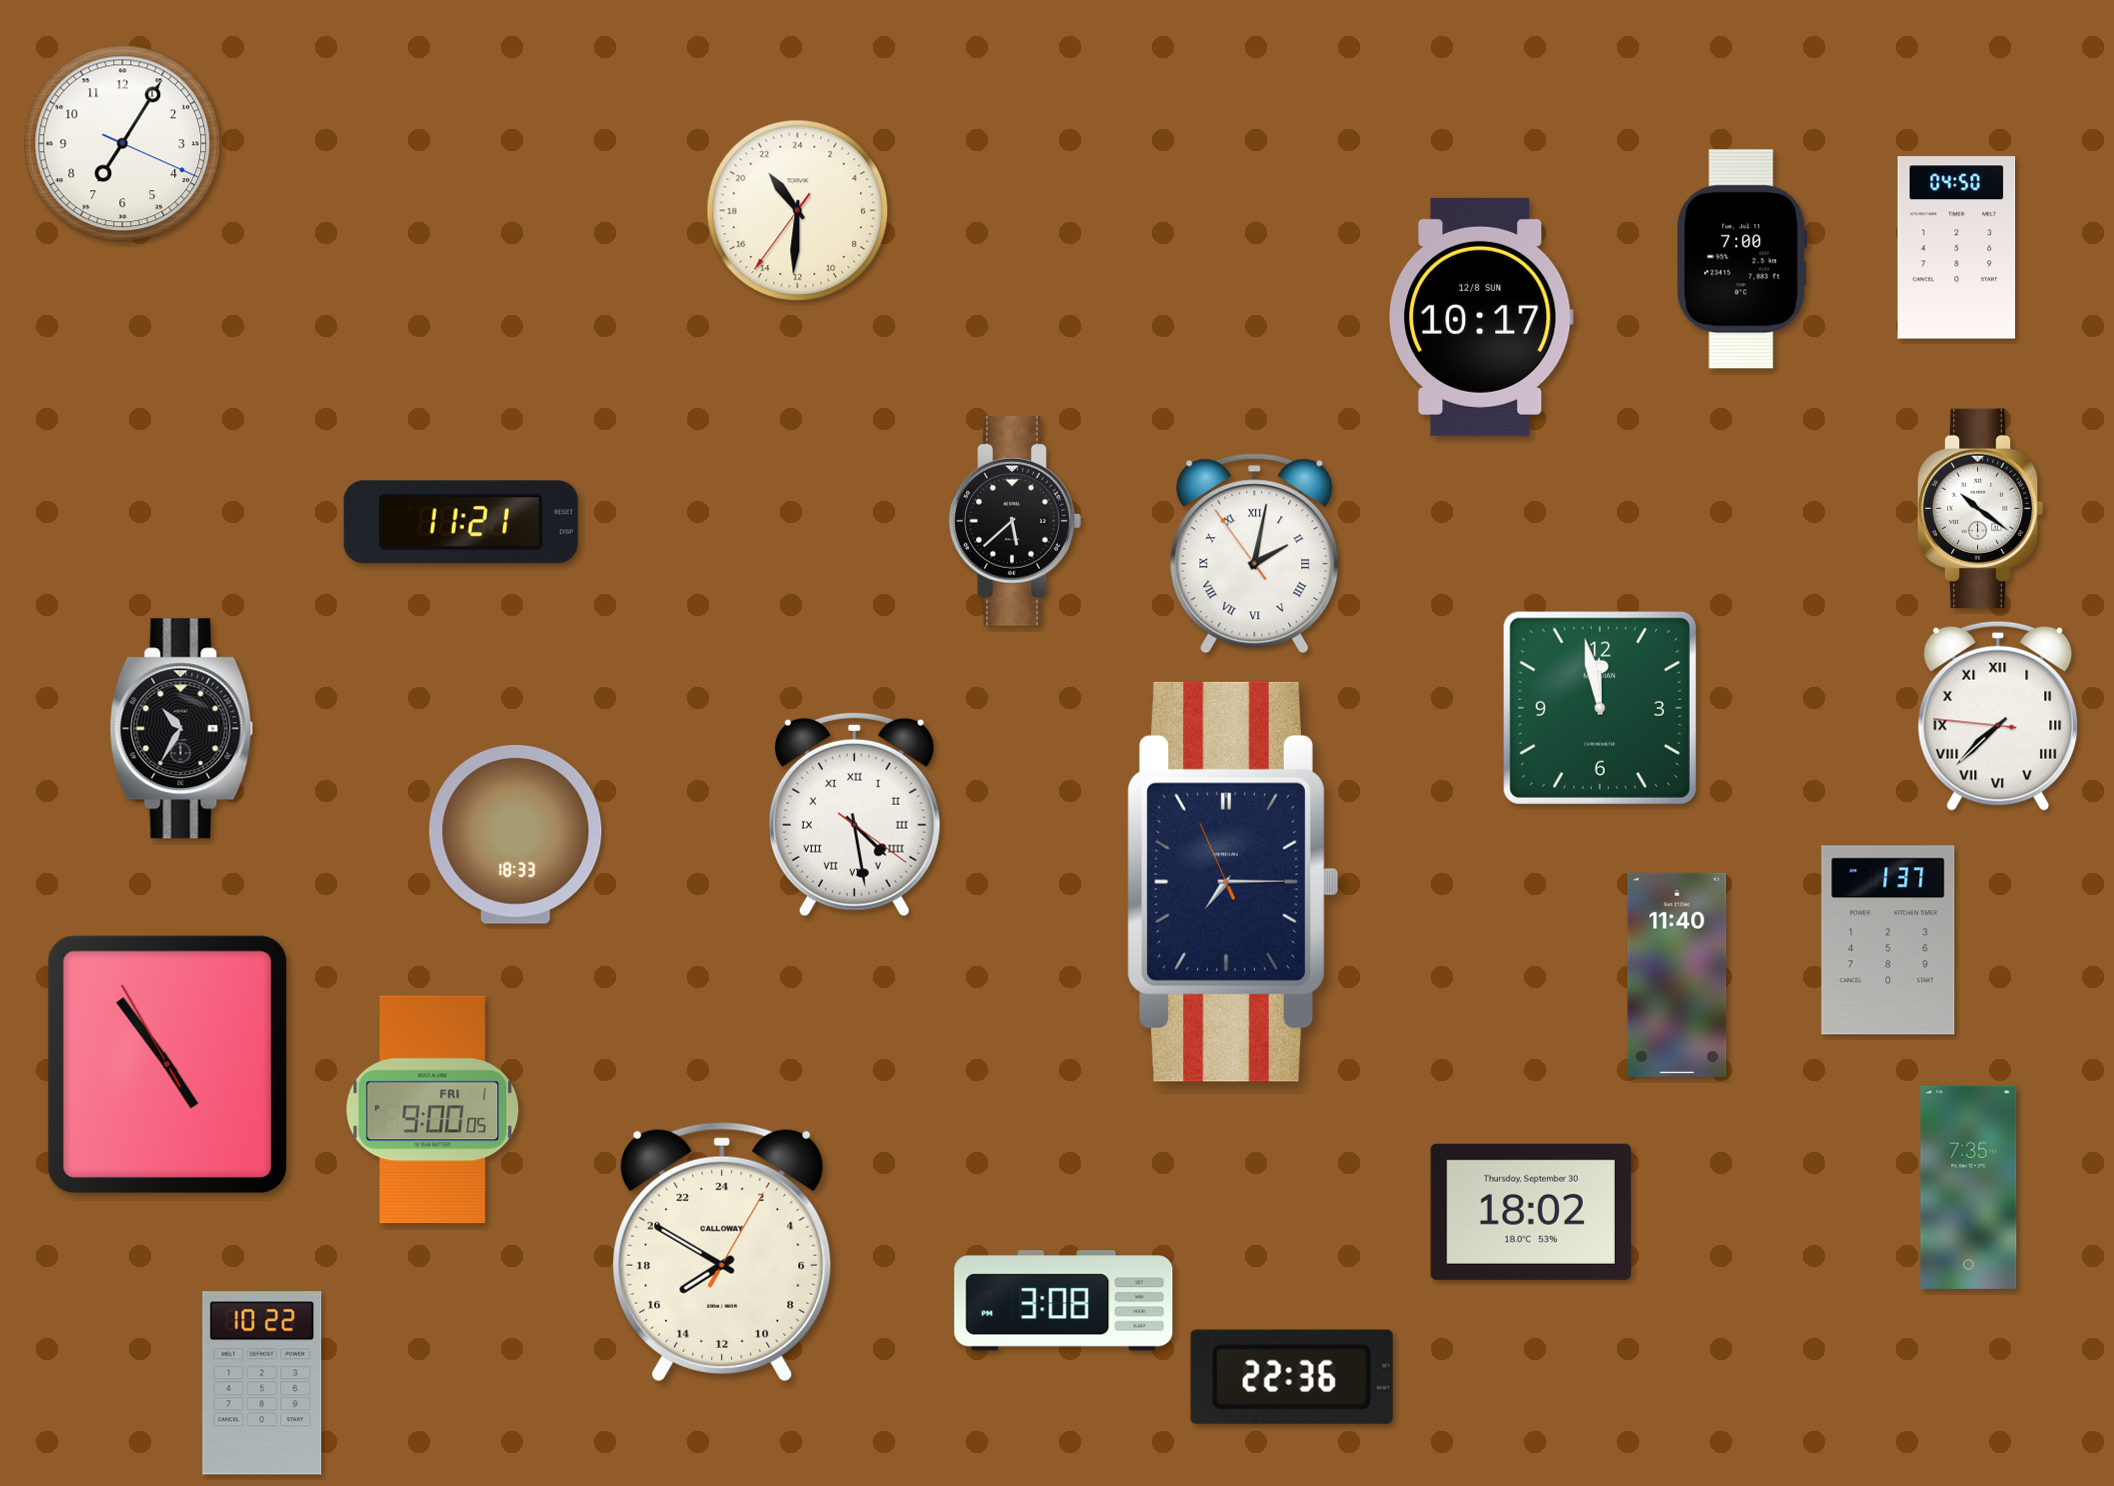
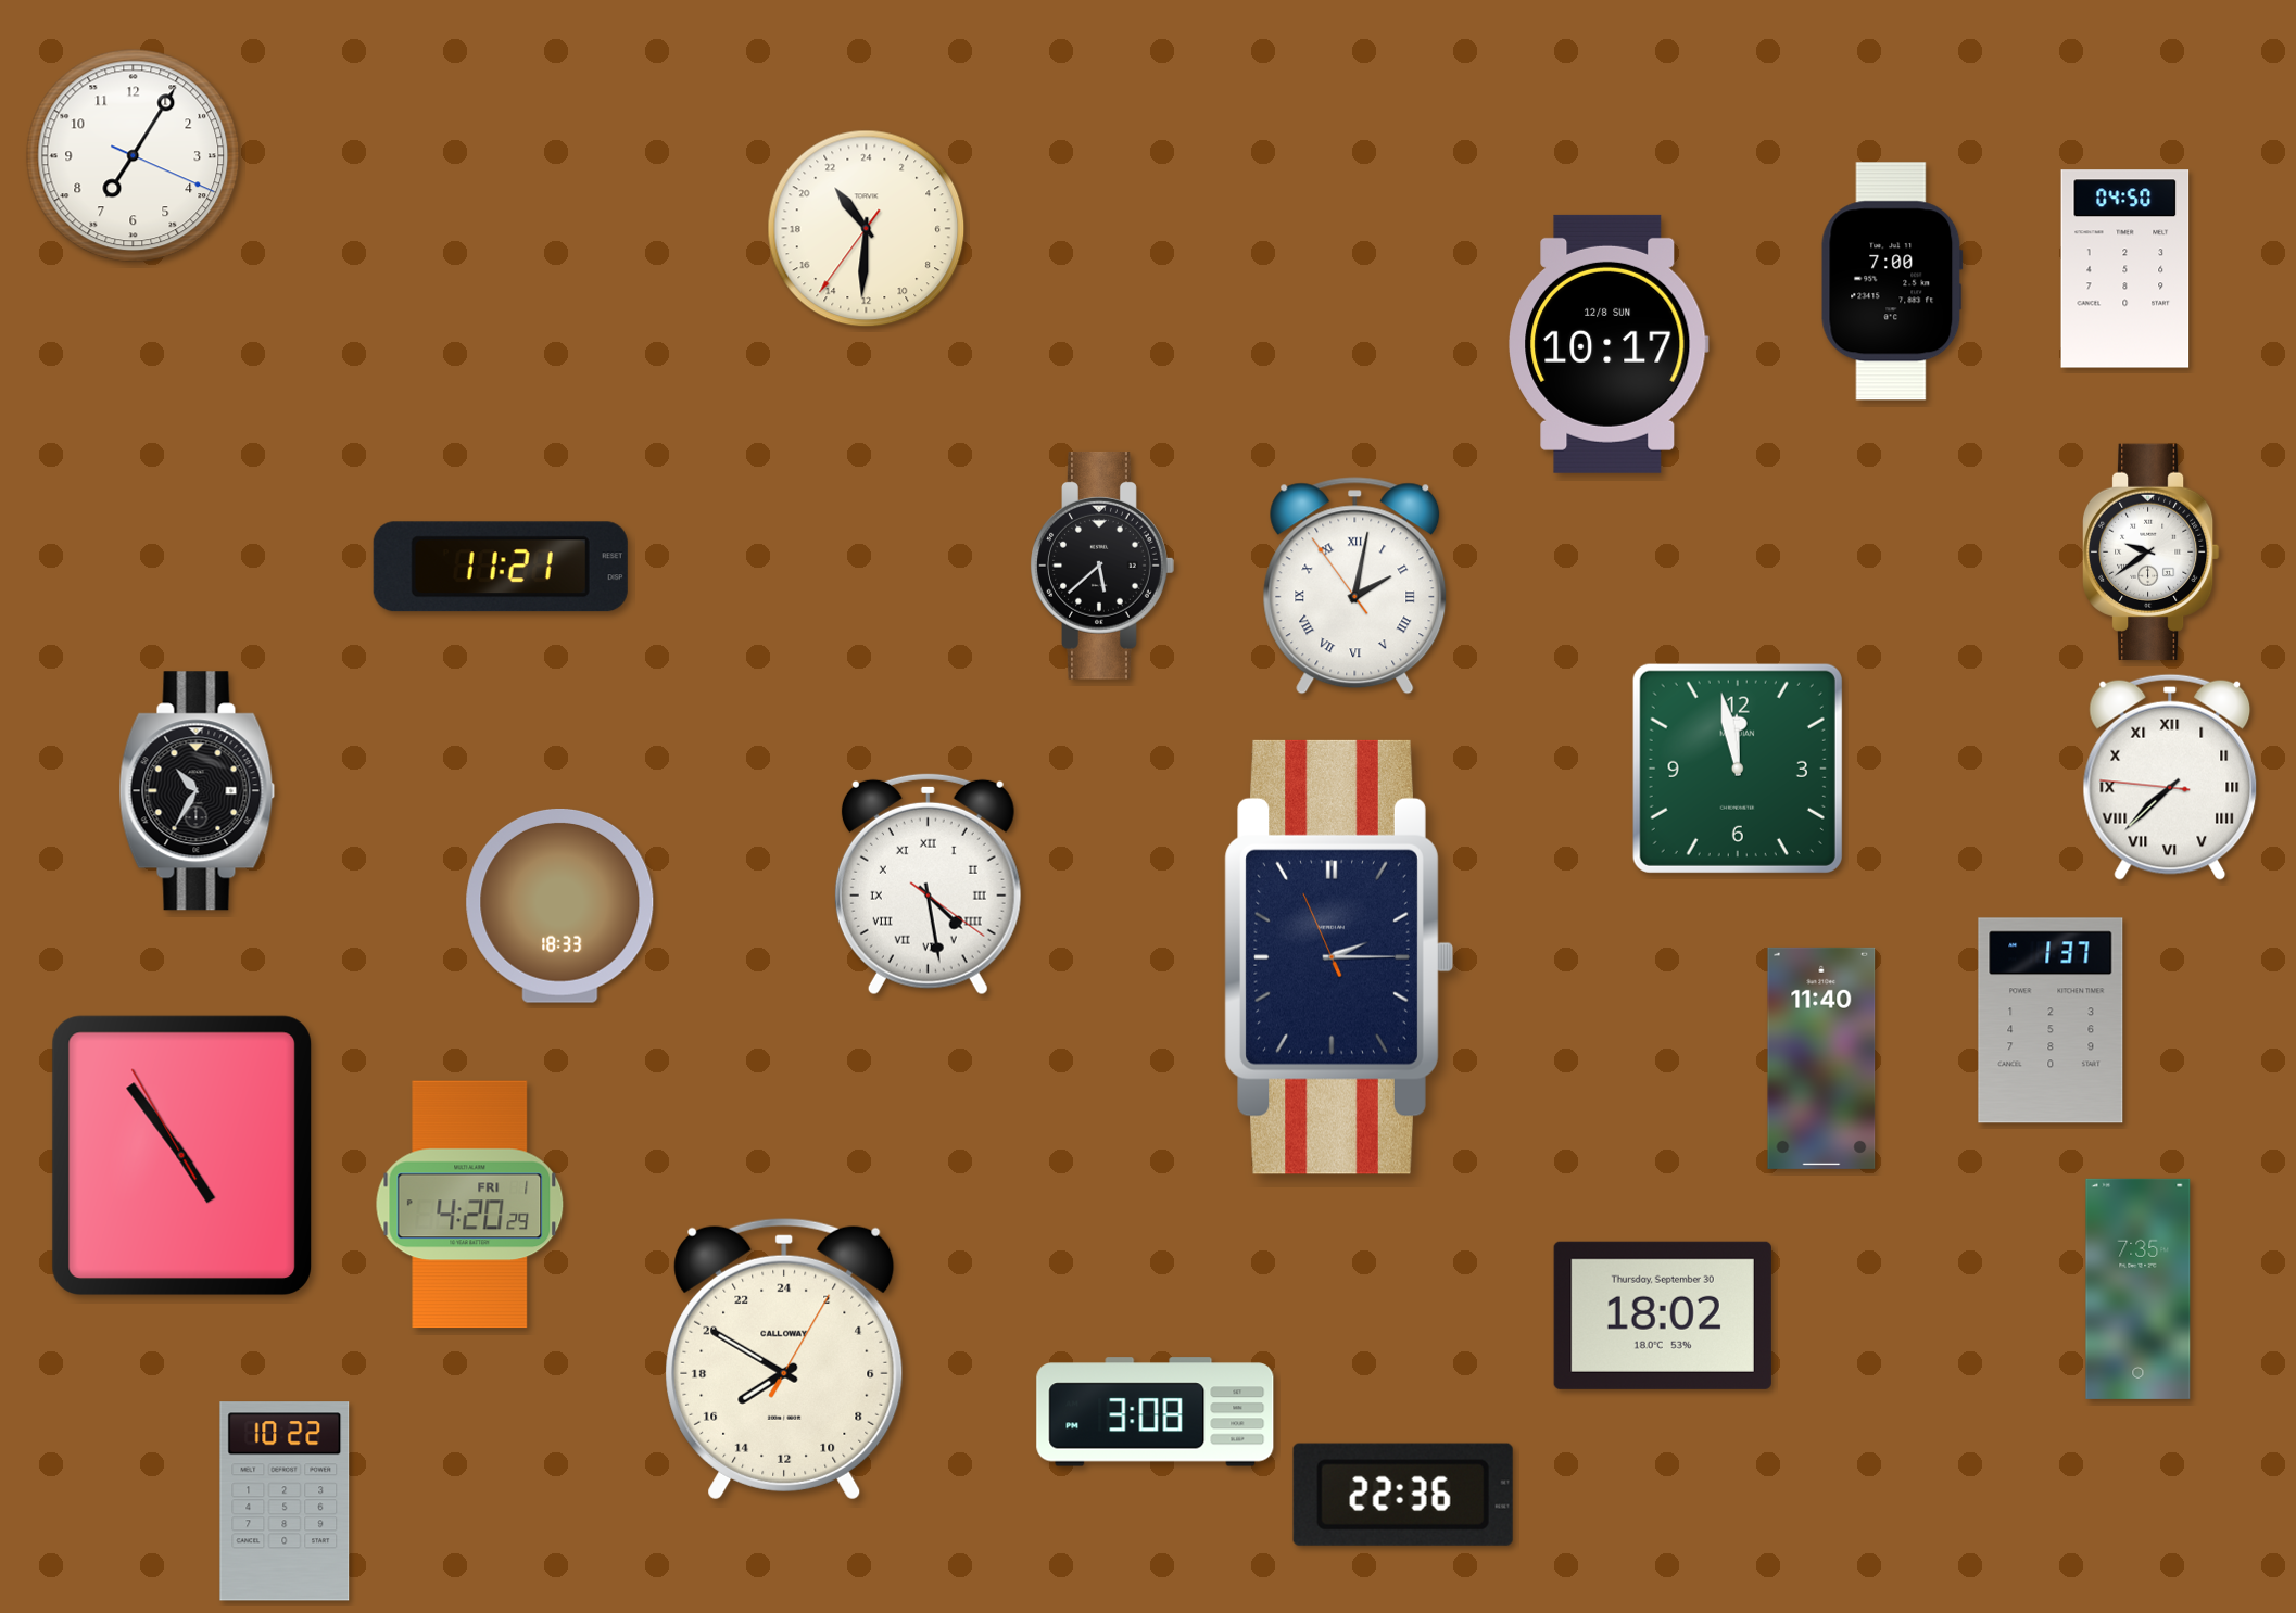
clock at (1981, 508): 10:21 -> 9:39
clock at (1255, 554) position: (1255, 554) -> (1355, 586)
clock at (1233, 882): 7:14 -> 2:14
clock at (433, 1110): 9:00 -> 4:20
